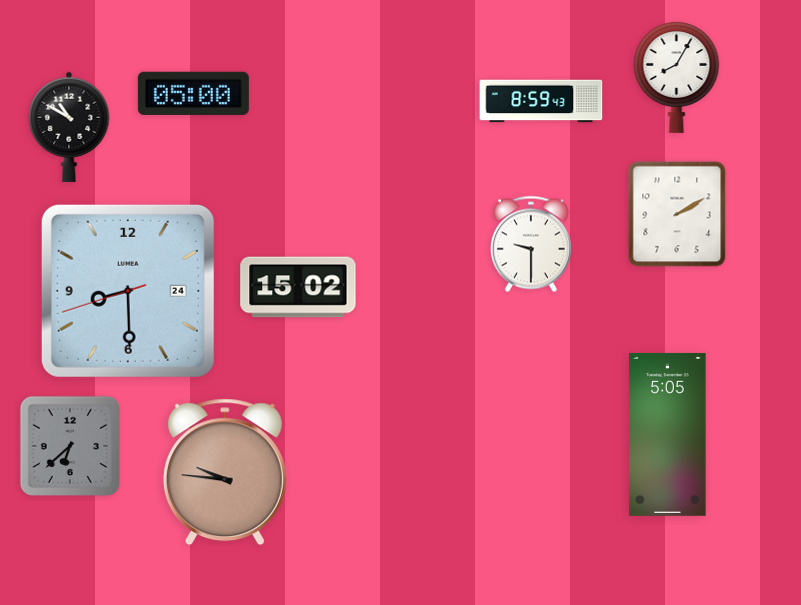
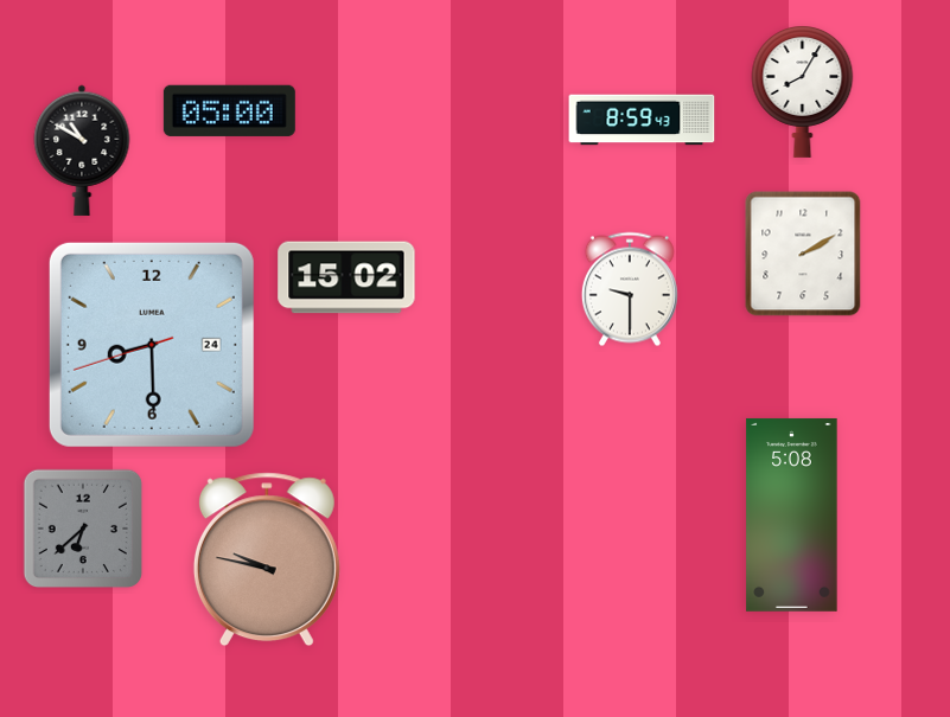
clock at (298, 287) position: (298, 287) -> (346, 277)
clock at (668, 434): 5:05 -> 5:08
clock at (225, 472): 9:46 -> 9:47
